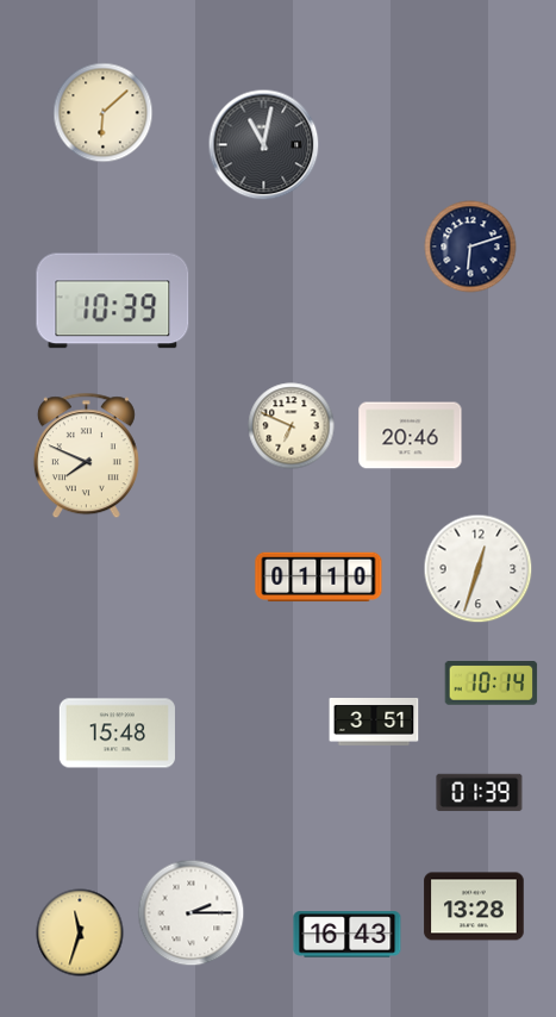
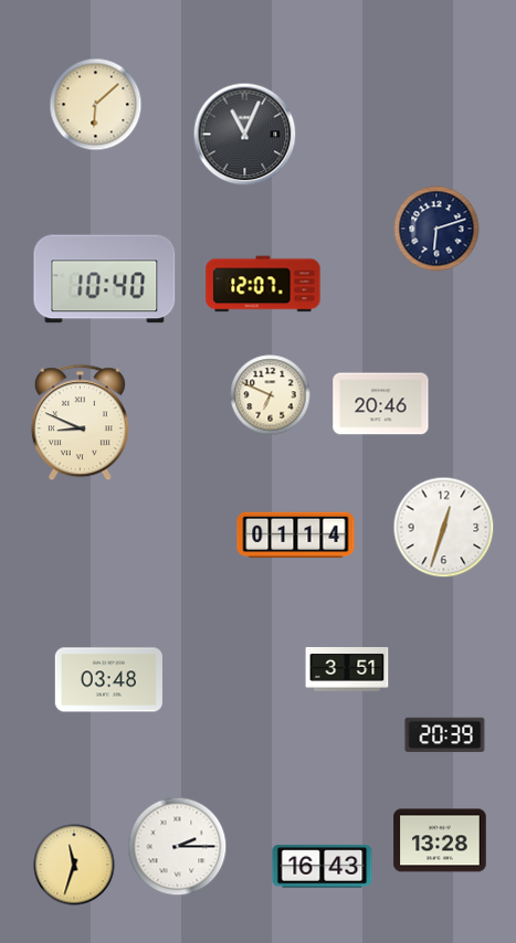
clock at (264, 145): 11:02 -> 11:04
clock at (113, 301): 10:39 -> 10:40
clock at (263, 284): none -> 12:07
clock at (86, 456): 7:49 -> 8:49
clock at (319, 578): 01:10 -> 01:14
clock at (492, 684): 10:14 -> none
clock at (117, 734): 15:48 -> 03:48
clock at (480, 793): 01:39 -> 20:39
